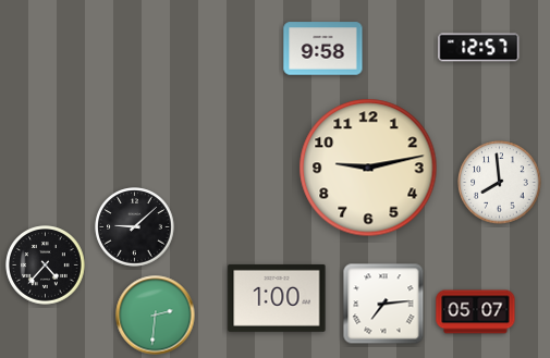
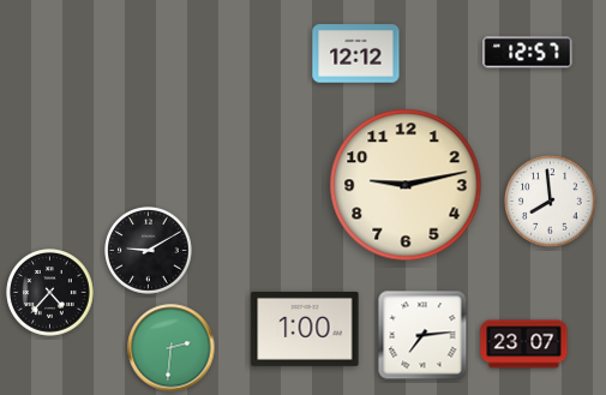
clock at (323, 49): 9:58 -> 12:12
clock at (135, 227): 9:08 -> 9:10
clock at (476, 312): 05:07 -> 23:07
